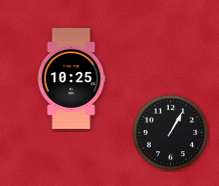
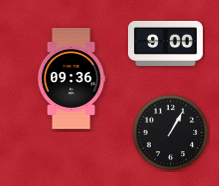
clock at (166, 43): none -> 9:00
clock at (71, 78): 10:25 -> 09:36
